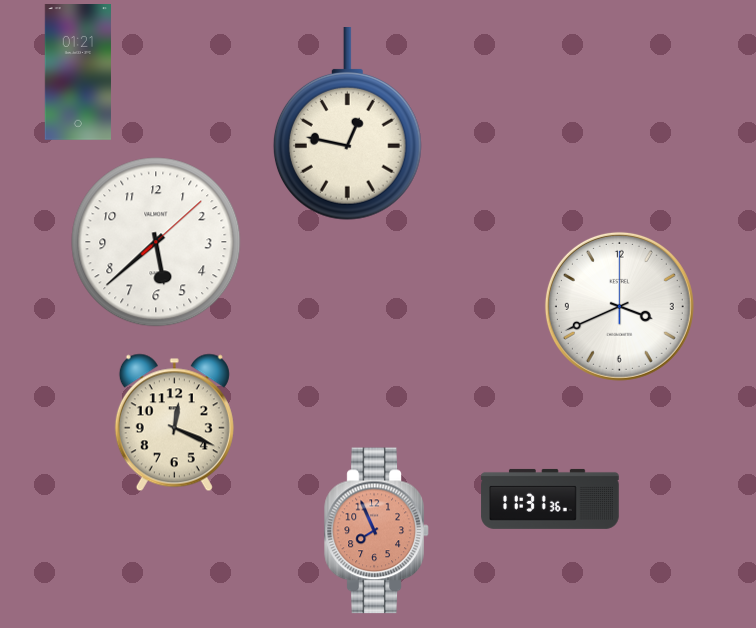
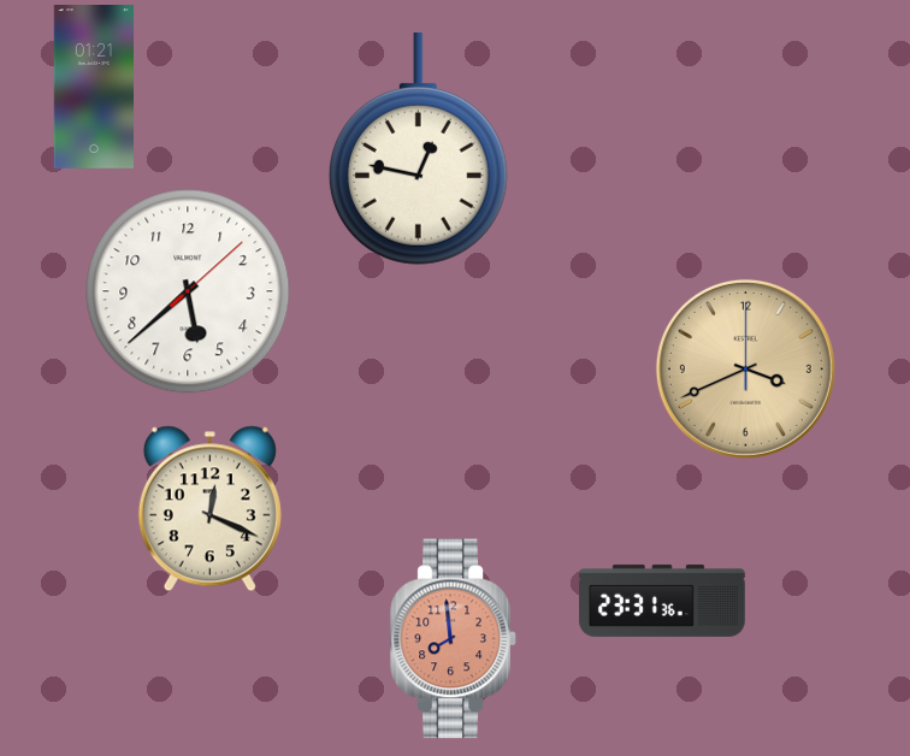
clock at (619, 306) dial: white -> champagne
clock at (550, 499): 11:31 -> 23:31
clock at (377, 531): 7:56 -> 7:59
